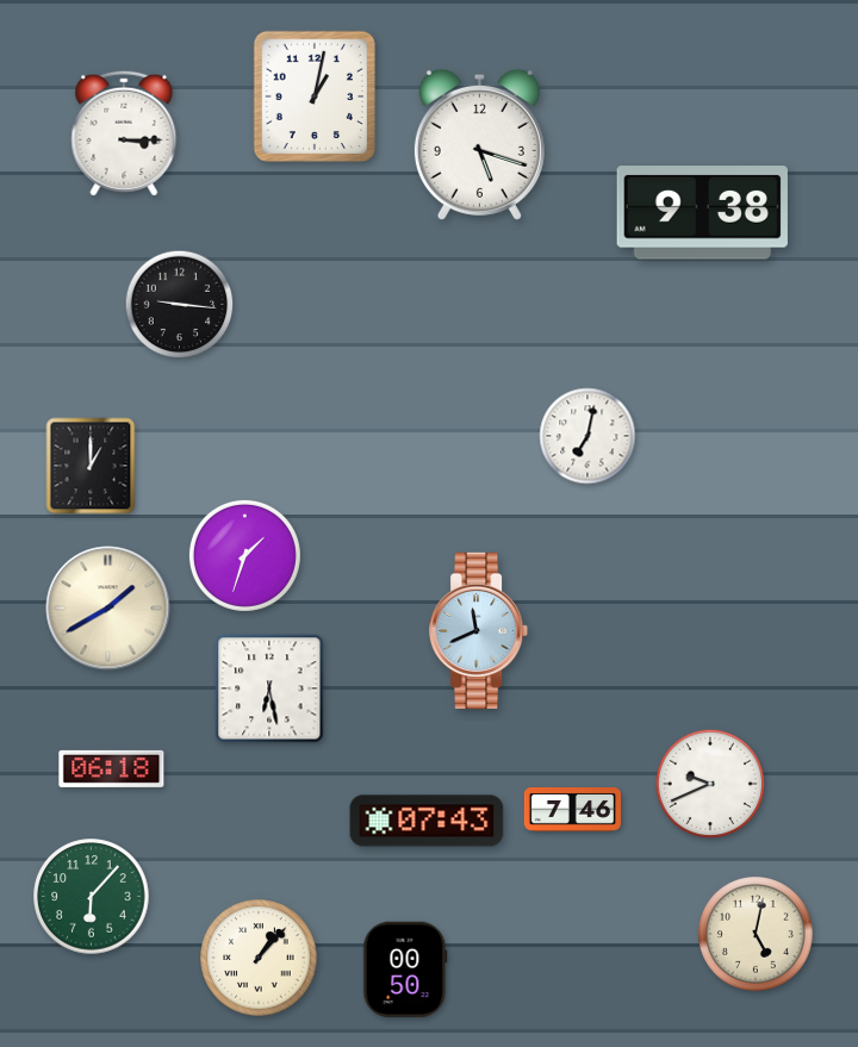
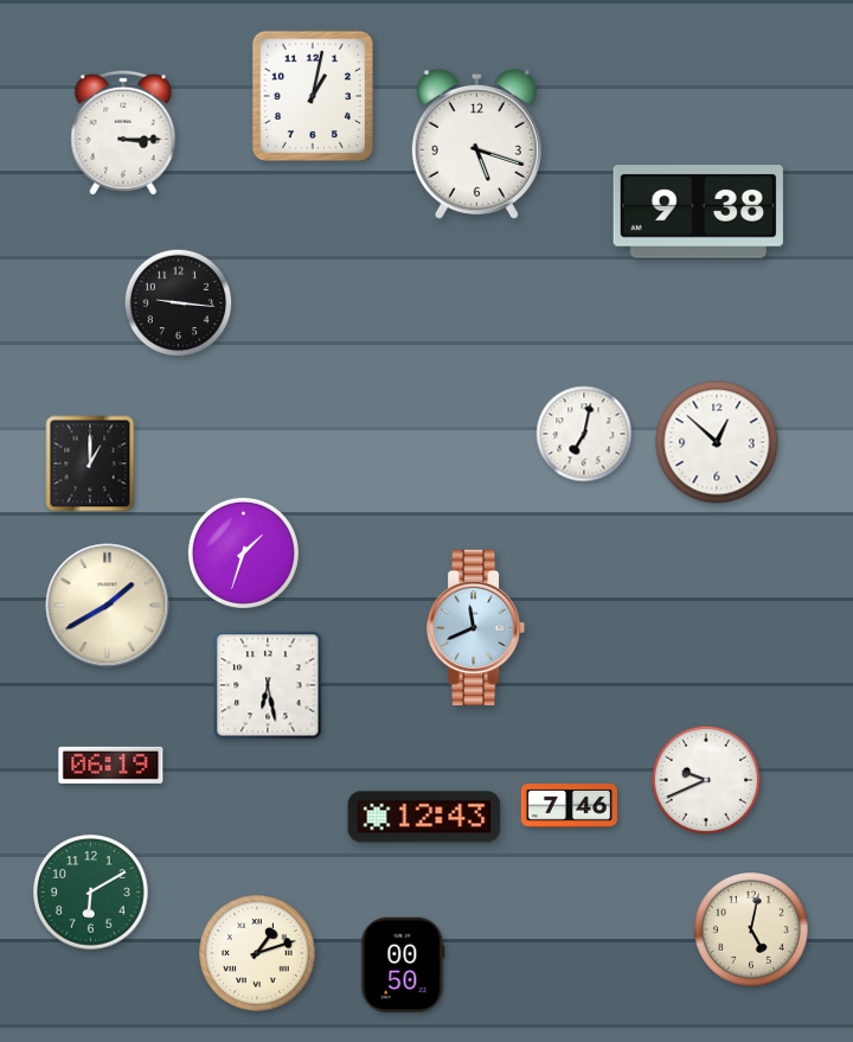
clock at (717, 442): none -> 12:52
clock at (112, 768): 06:18 -> 06:19
clock at (427, 821): 07:43 -> 12:43
clock at (92, 897): 6:07 -> 6:10
clock at (259, 958): 1:07 -> 1:12
